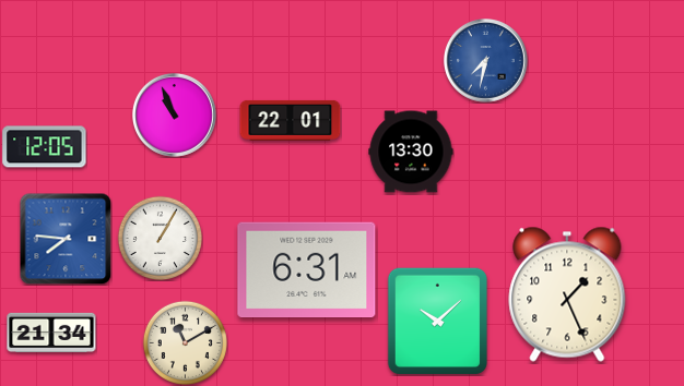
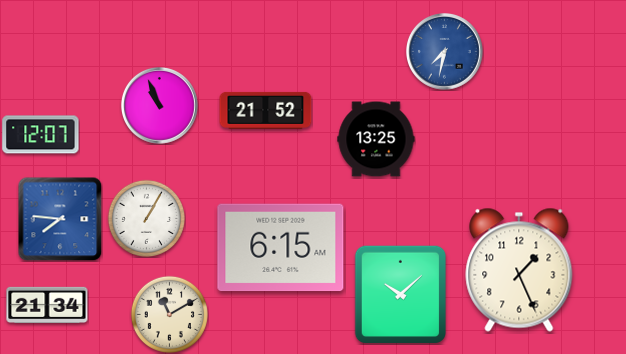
clock at (486, 61) position: (486, 61) -> (445, 52)
clock at (291, 120): 22:01 -> 21:52
clock at (45, 147): 12:05 -> 12:07
clock at (411, 152): 13:30 -> 13:25
clock at (307, 270): 6:31 -> 6:15
